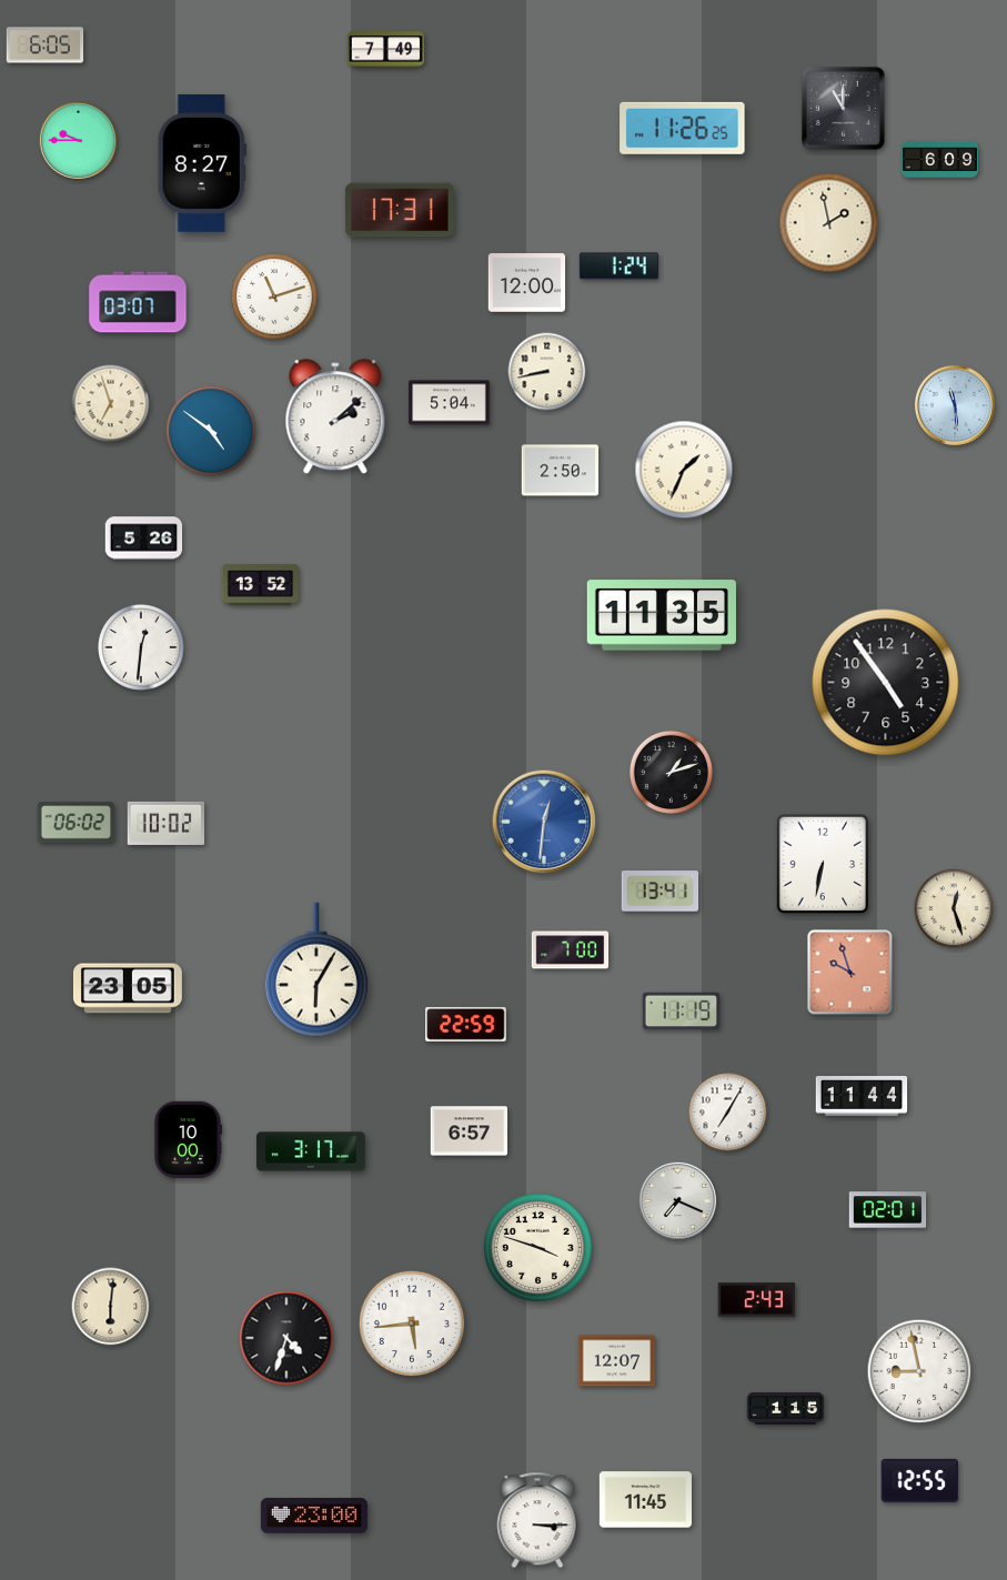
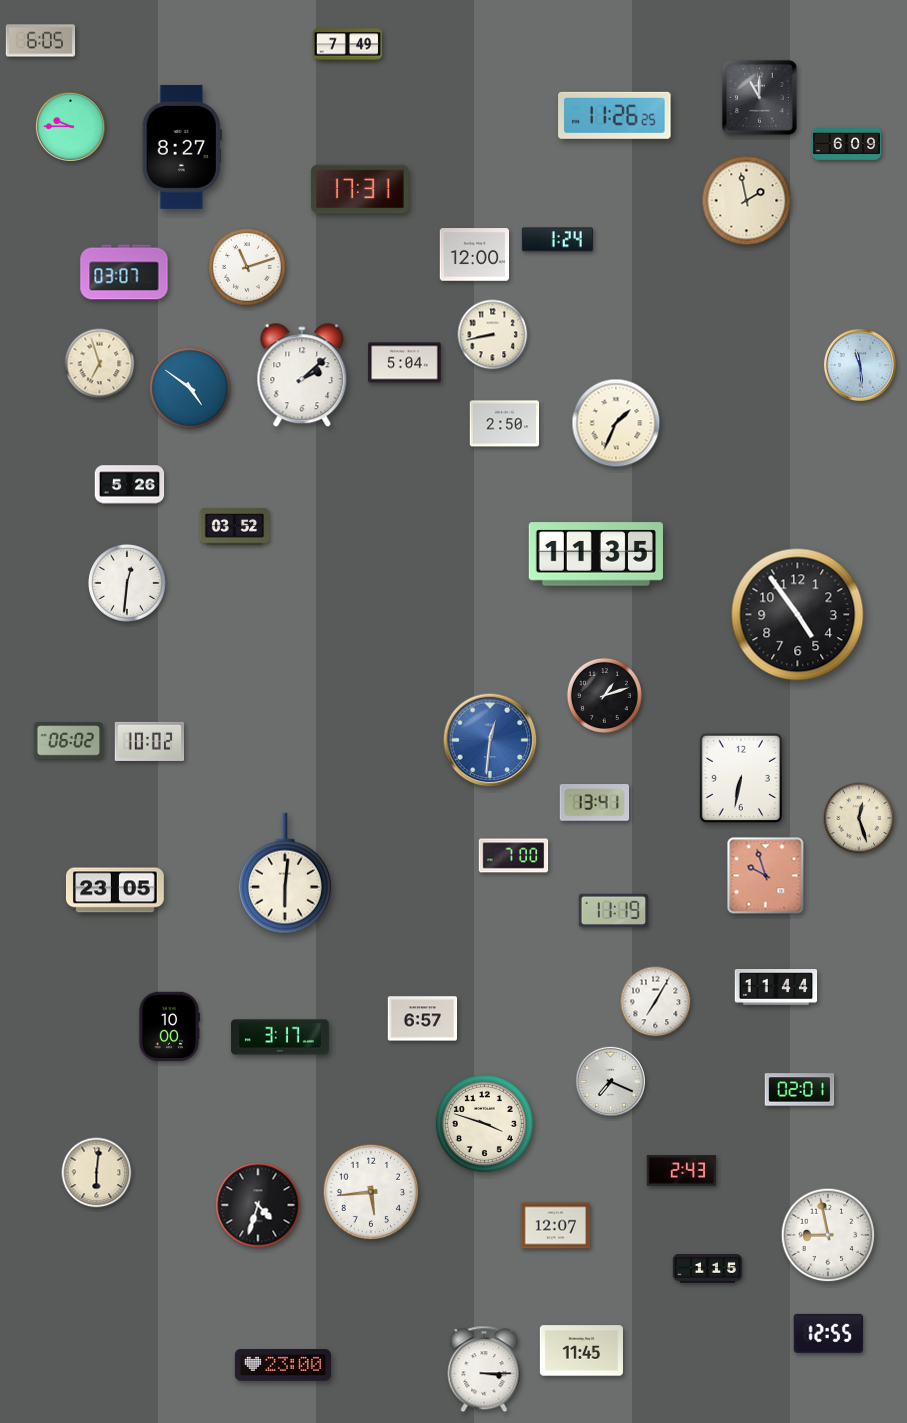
clock at (261, 585): 13:52 -> 03:52
clock at (316, 969): 6:05 -> 6:01
clock at (466, 1025): 22:59 -> none
clock at (111, 1307) position: (111, 1307) -> (97, 1173)
